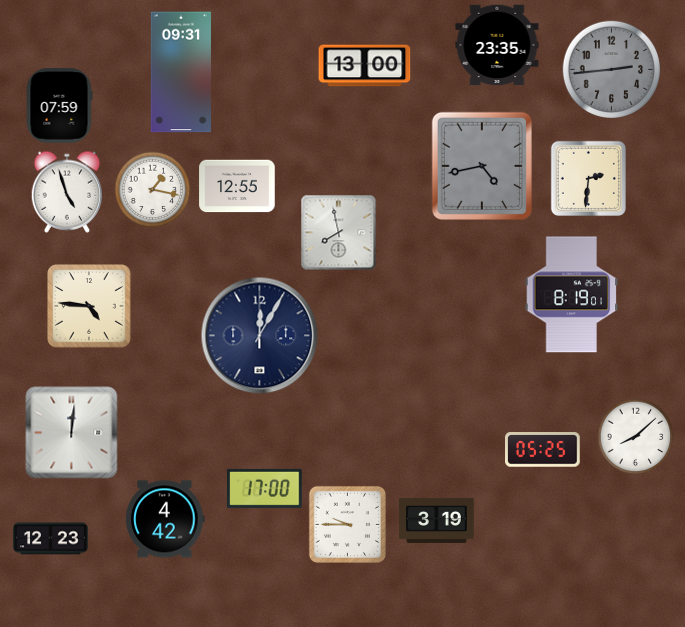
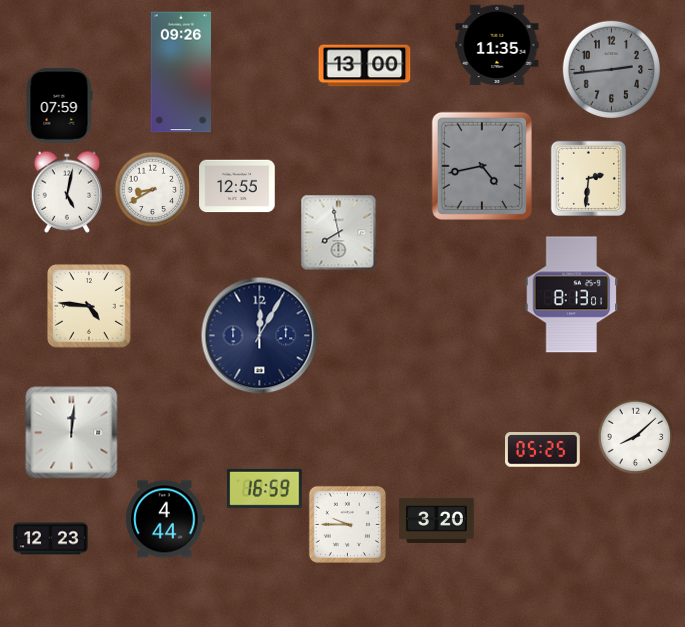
clock at (497, 45): 23:35 -> 11:35
clock at (181, 72): 09:31 -> 09:26
clock at (153, 190): 1:17 -> 8:40
clock at (67, 192): 4:57 -> 5:02
clock at (572, 295): 8:19 -> 8:13
clock at (265, 488): 17:00 -> 16:59
clock at (165, 519): 4:42 -> 4:44
clock at (437, 520): 3:19 -> 3:20
